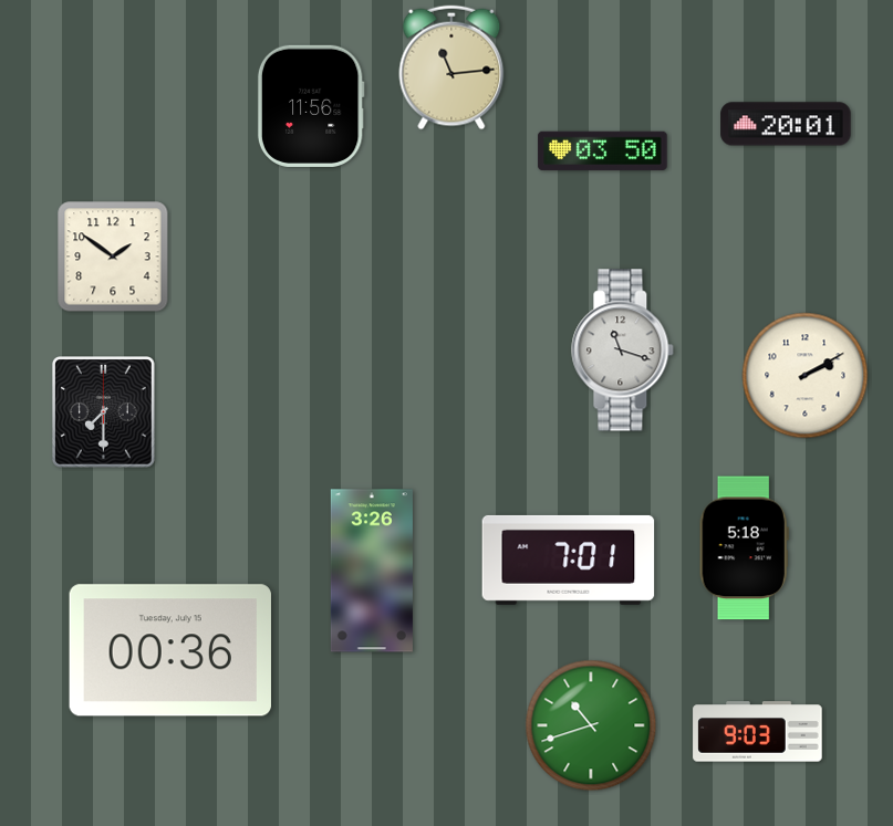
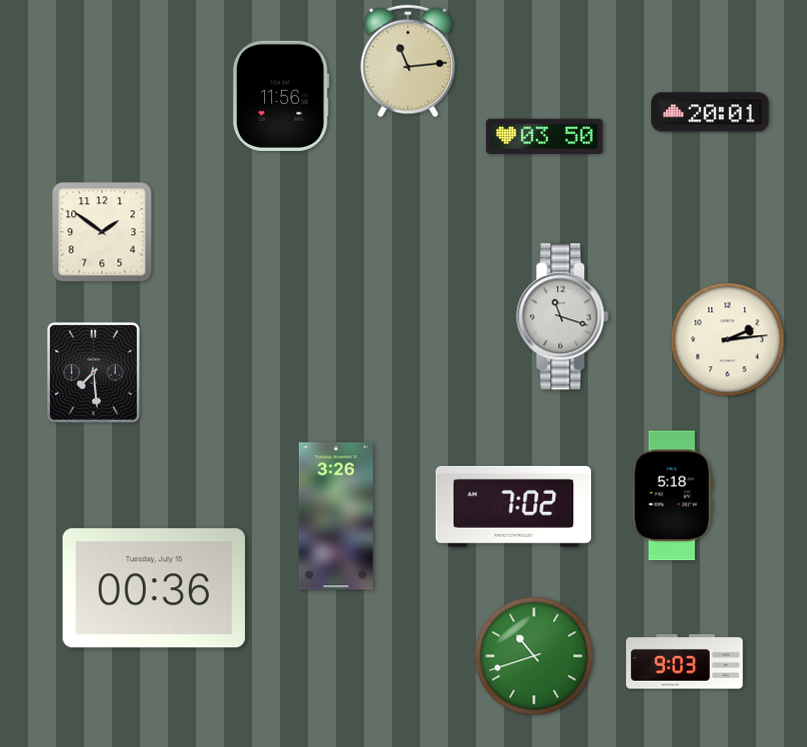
clock at (806, 376): 2:10 -> 2:14
clock at (104, 412): 7:30 -> 7:29
clock at (569, 560): 7:01 -> 7:02
